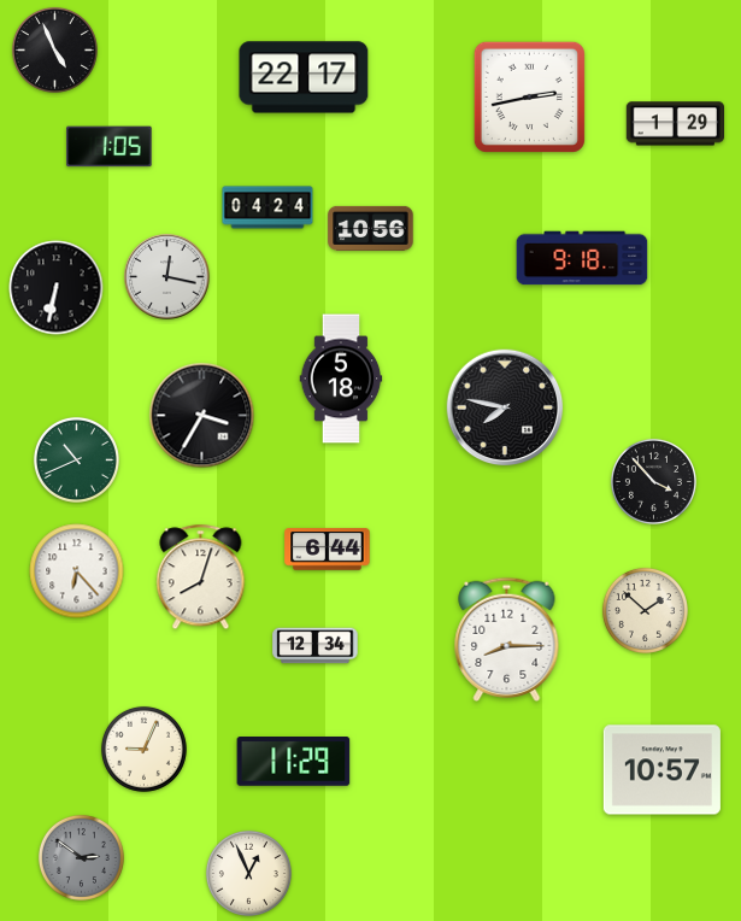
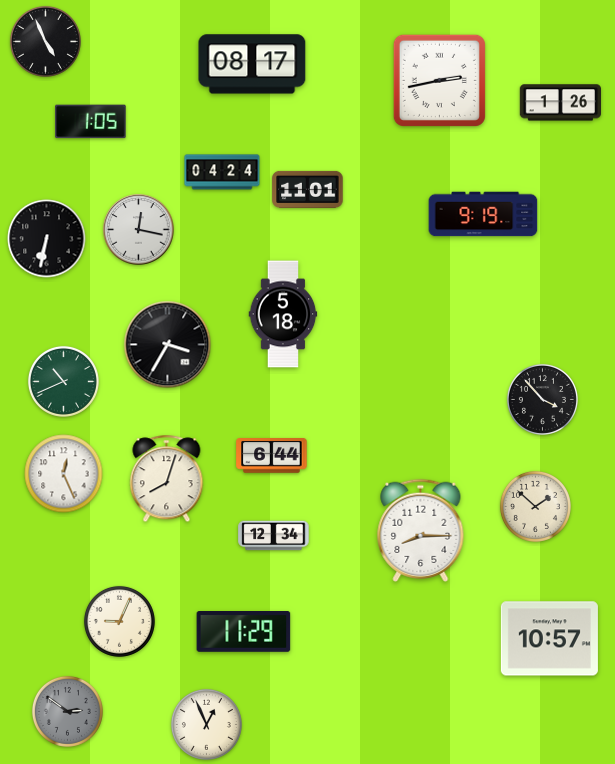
clock at (304, 77): 22:17 -> 08:17
clock at (675, 124): 1:29 -> 1:26
clock at (371, 228): 10:56 -> 11:01
clock at (582, 258): 9:18 -> 9:19
clock at (505, 407): 7:47 -> none
clock at (77, 571): 6:23 -> 12:26
clock at (316, 646) position: (316, 646) -> (274, 536)
